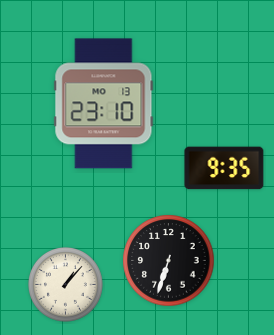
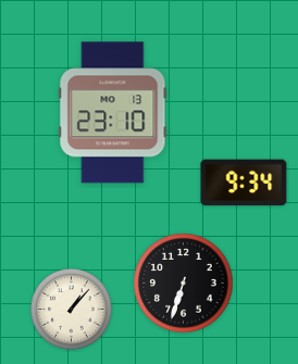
clock at (224, 168): 9:35 -> 9:34
